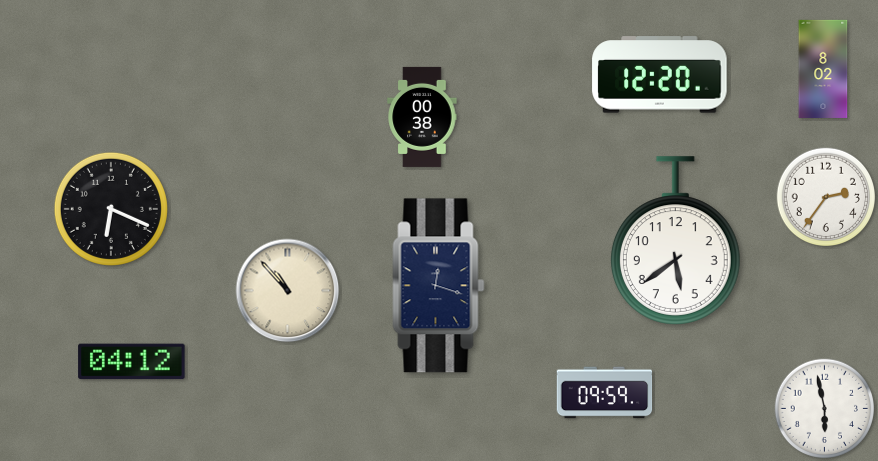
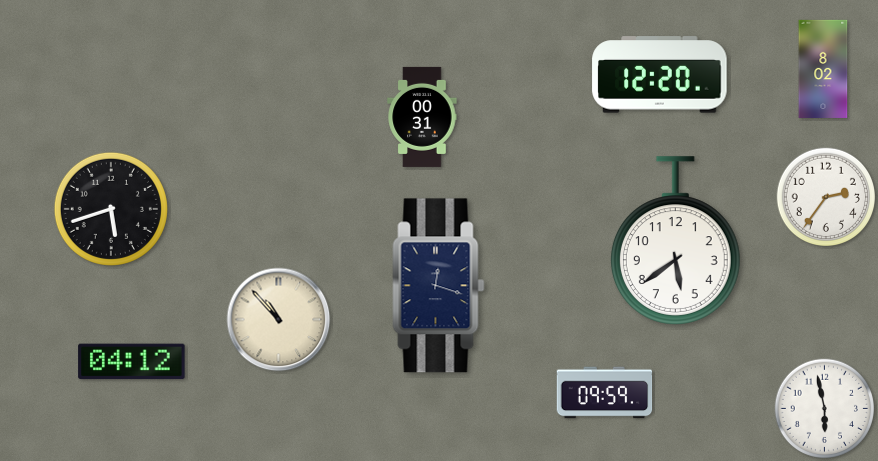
clock at (422, 117): 00:38 -> 00:31
clock at (111, 209): 6:19 -> 5:42
clock at (288, 291) position: (288, 291) -> (279, 320)
